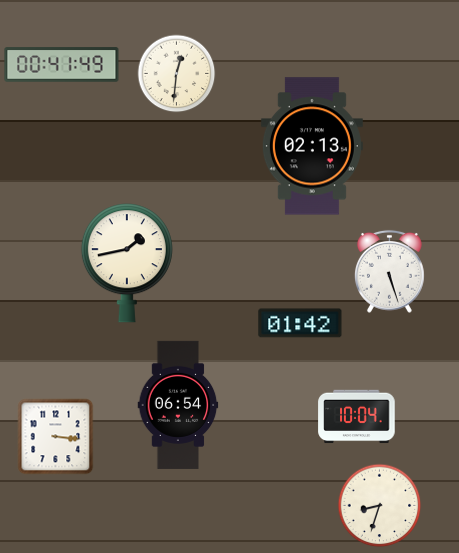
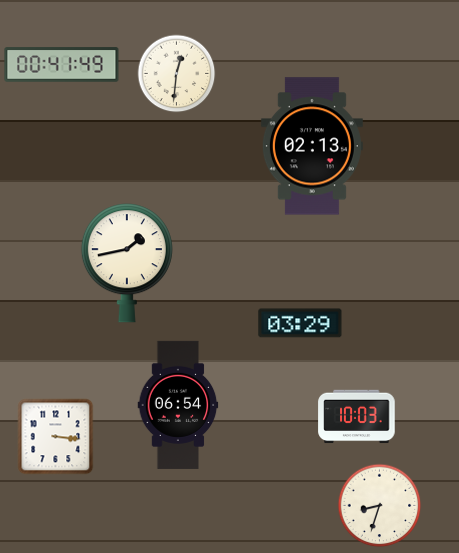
clock at (389, 271): 5:27 -> none
clock at (300, 323): 01:42 -> 03:29
clock at (357, 417): 10:04 -> 10:03
